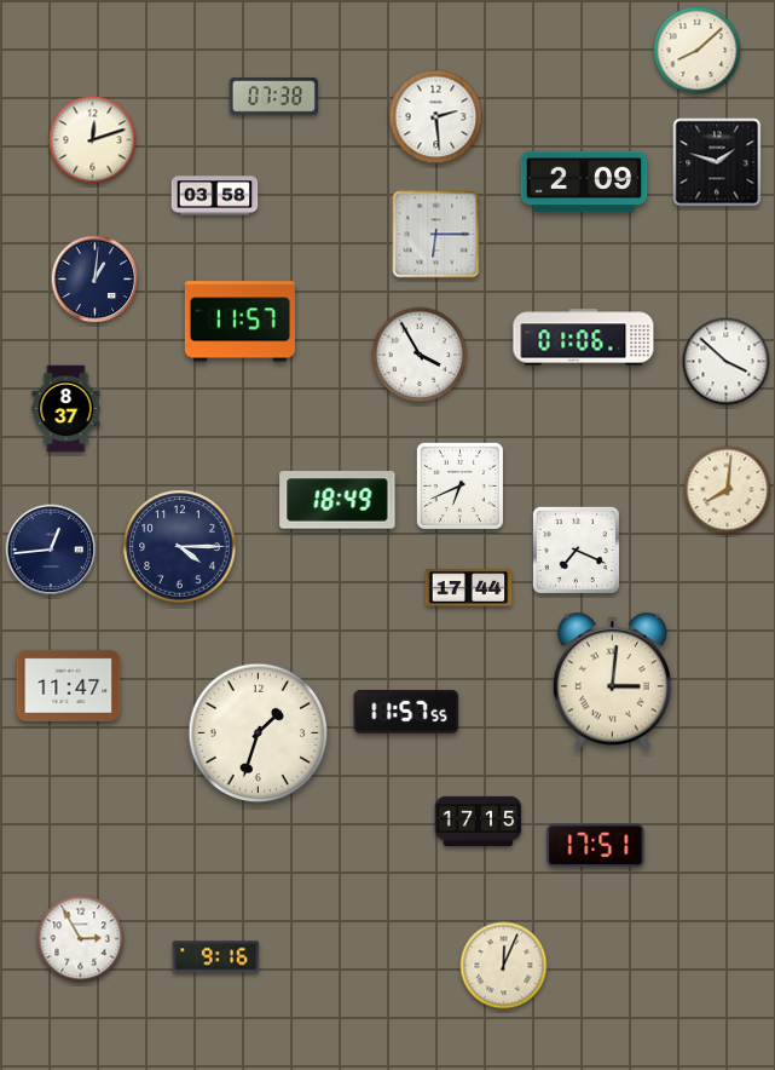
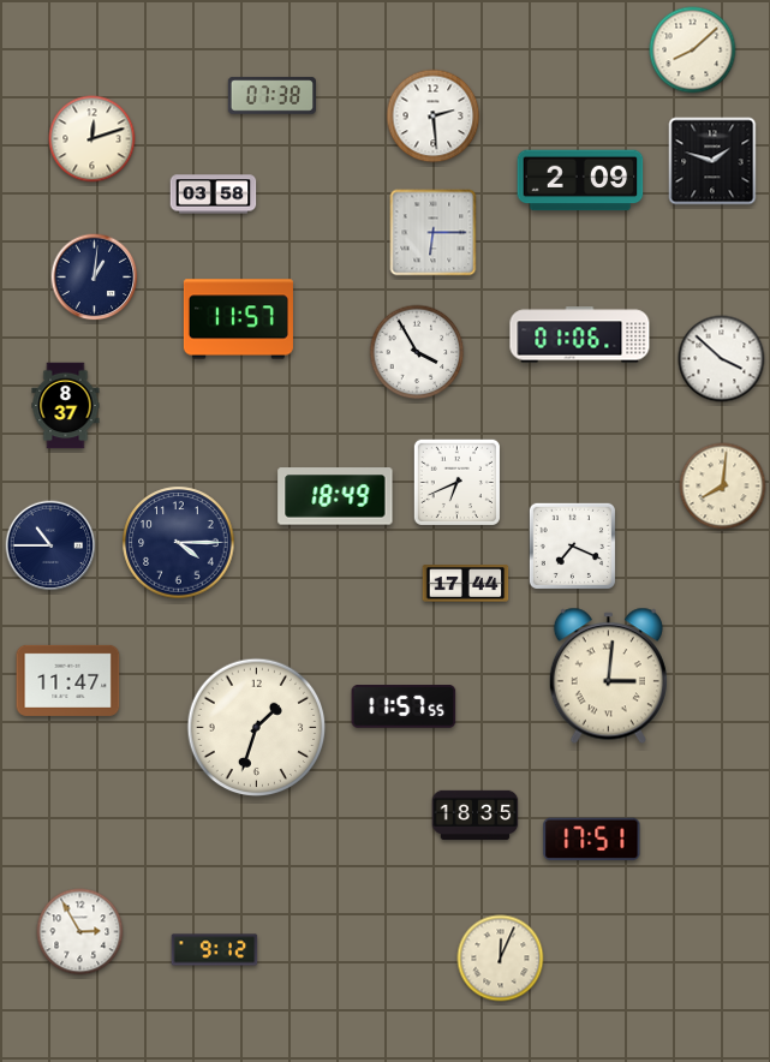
clock at (51, 550): 12:44 -> 10:45
clock at (479, 821): 17:15 -> 18:35
clock at (216, 957): 9:16 -> 9:12
